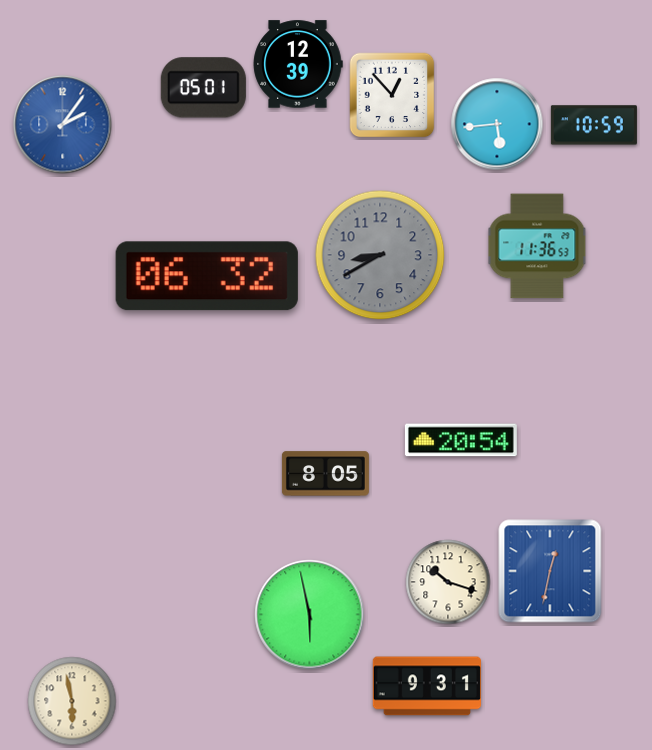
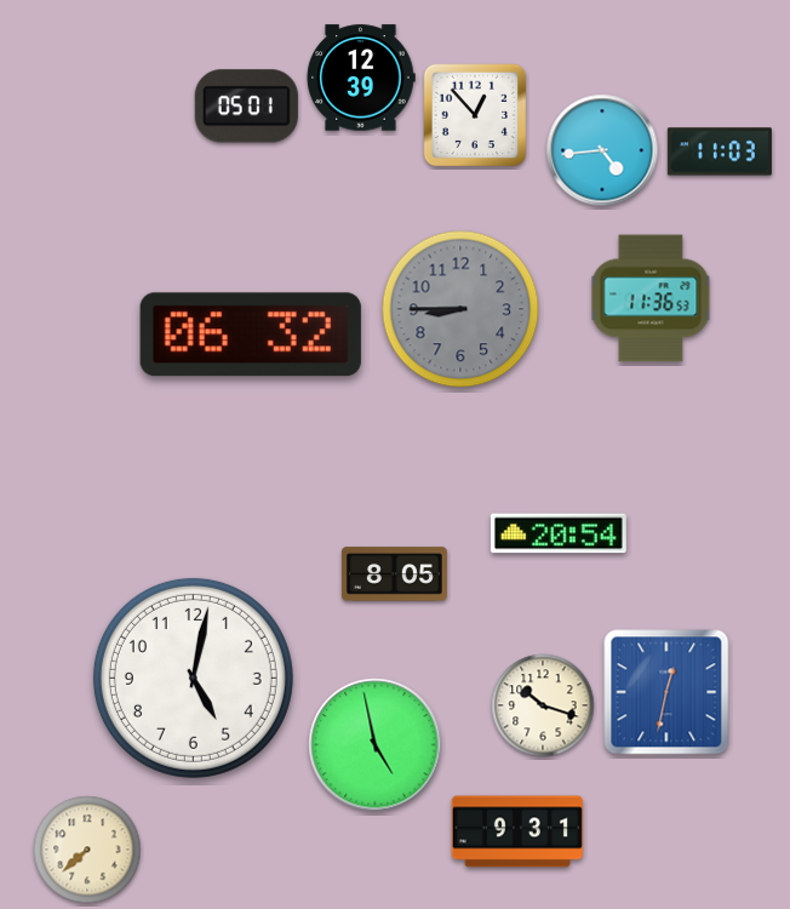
clock at (497, 124): 5:44 -> 4:44
clock at (63, 125): 2:06 -> none
clock at (594, 125): 10:59 -> 11:03
clock at (380, 255): 8:40 -> 8:45
clock at (193, 678): none -> 5:02
clock at (310, 615): 5:58 -> 4:58
clock at (72, 701): 5:58 -> 7:38
